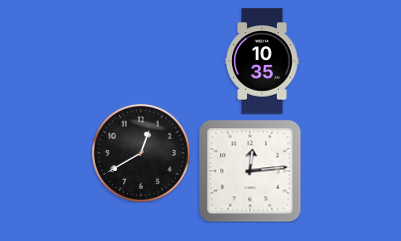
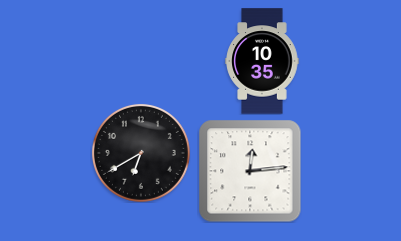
clock at (141, 153): 12:40 -> 6:40
